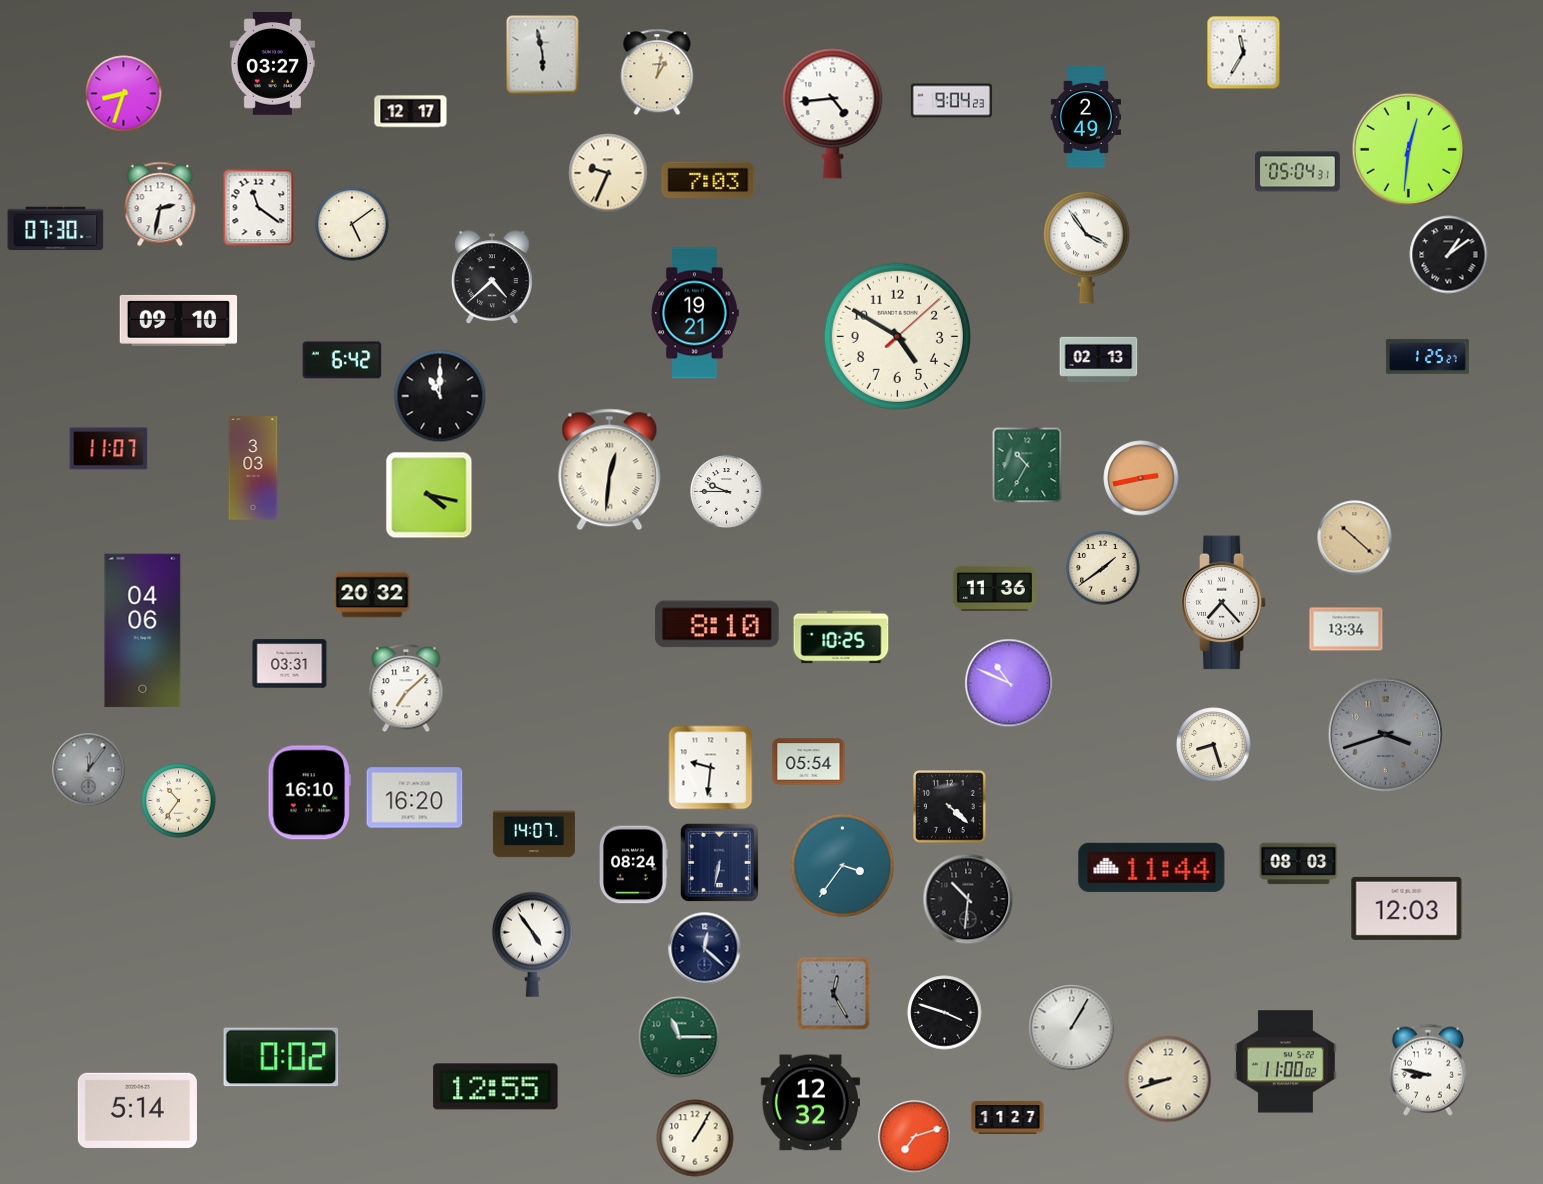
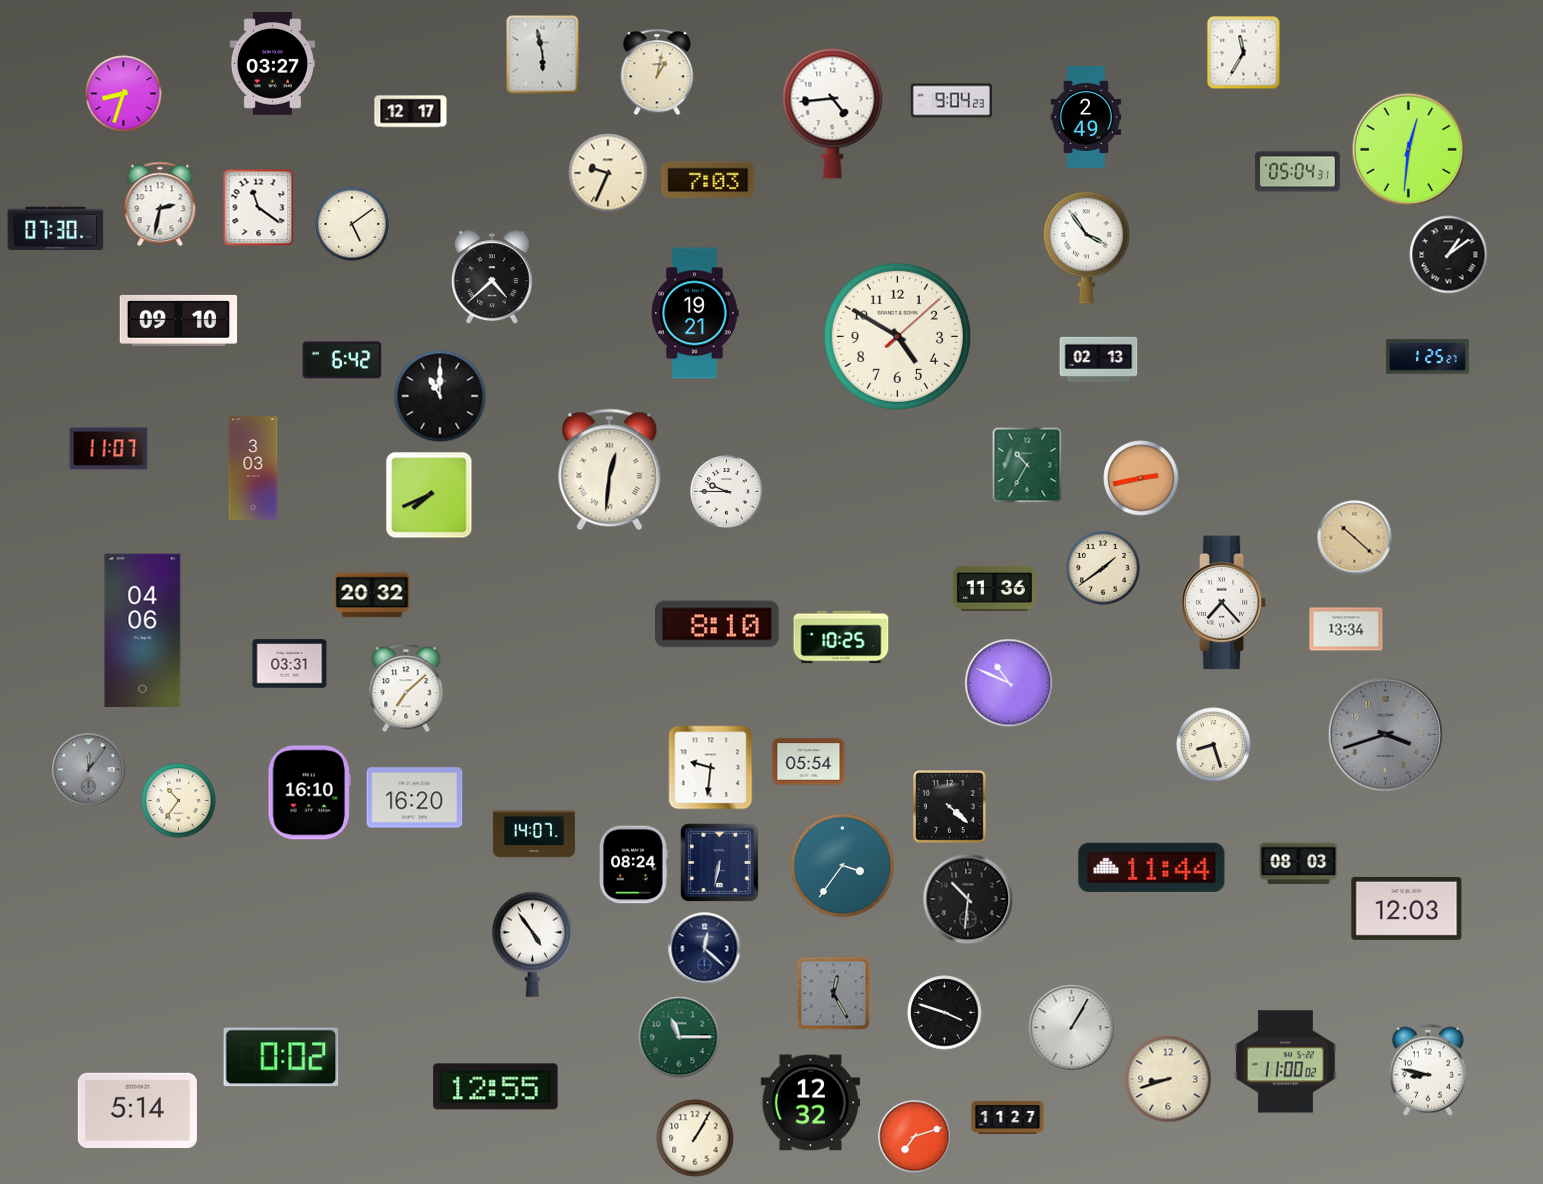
clock at (429, 495): 4:17 -> 7:41
